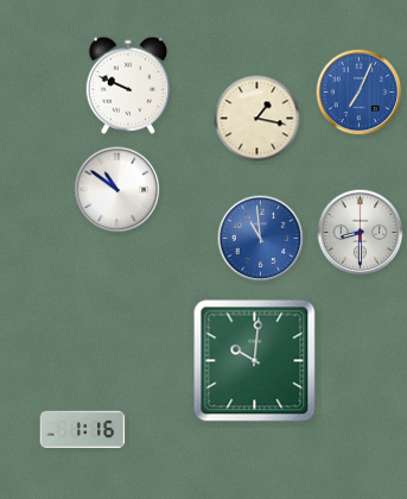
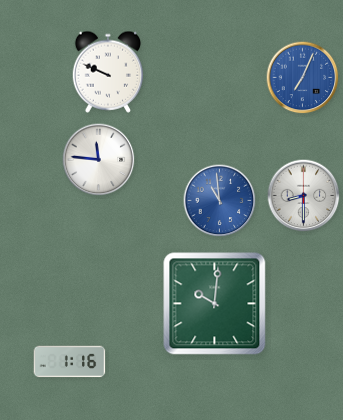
clock at (257, 119): 1:17 -> none
clock at (117, 190): 10:51 -> 11:46
